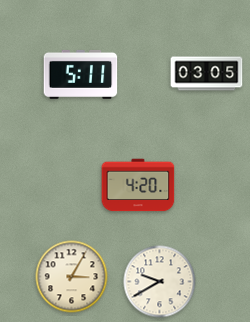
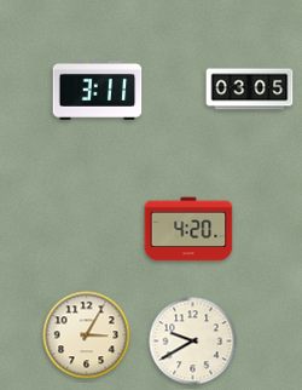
clock at (81, 74): 5:11 -> 3:11
clock at (138, 185) position: (138, 185) -> (188, 229)
